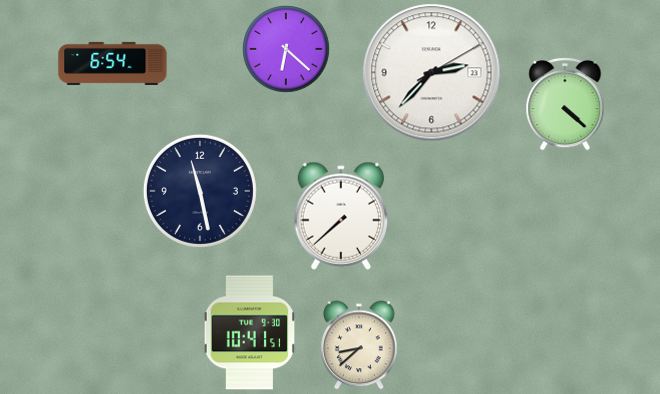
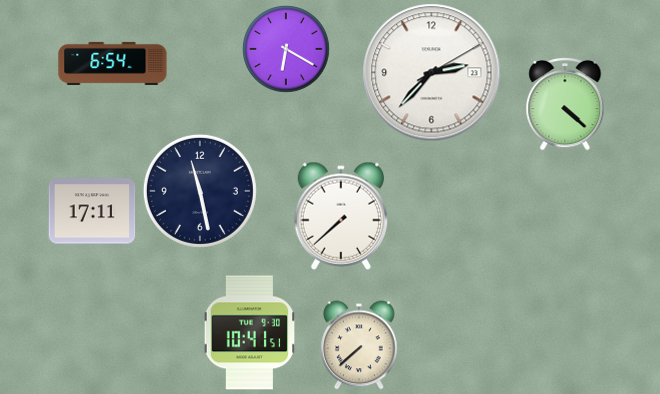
clock at (286, 49): 6:22 -> 6:20
clock at (92, 211): none -> 17:11
clock at (359, 345): 8:38 -> 7:38
